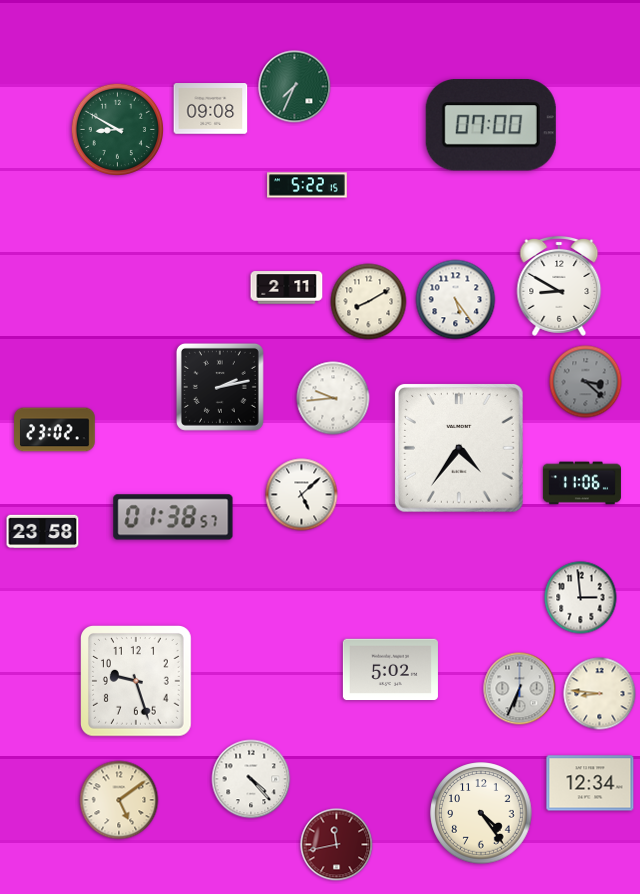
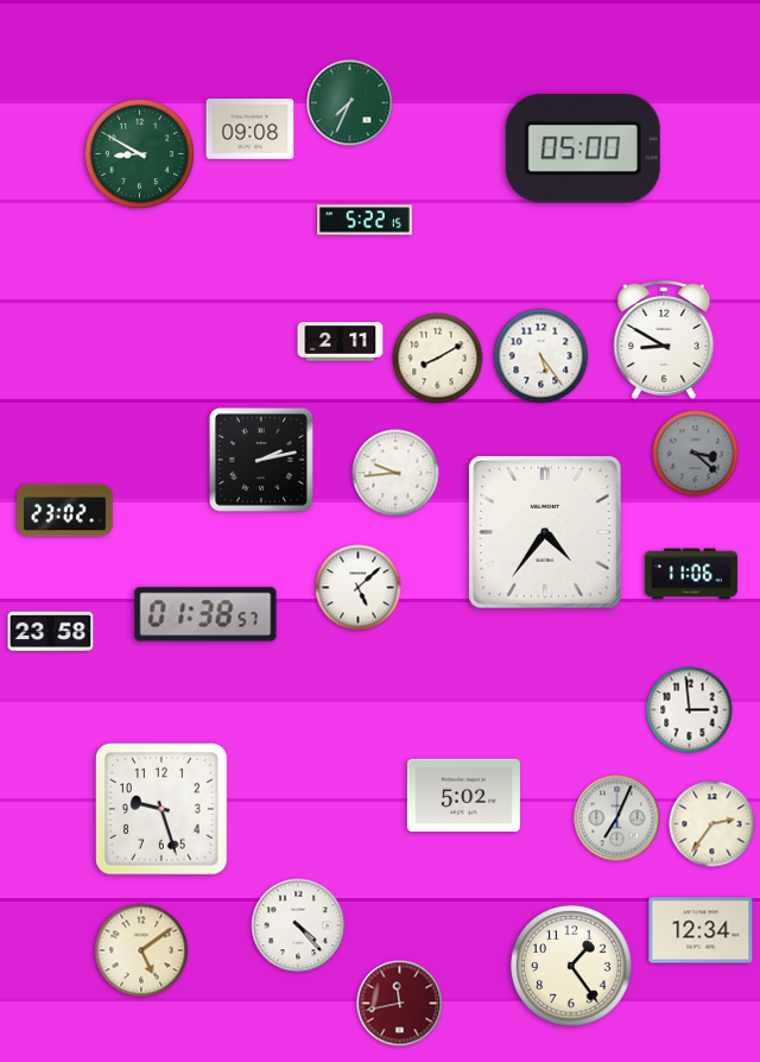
clock at (491, 125): 07:00 -> 05:00
clock at (520, 689): 6:34 -> 7:04
clock at (600, 694): 8:46 -> 2:36
clock at (481, 813): 4:24 -> 1:24
